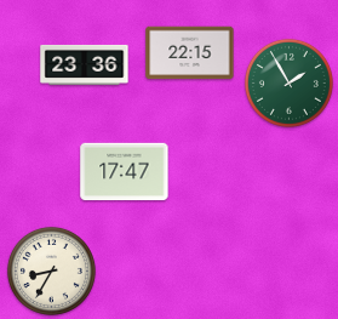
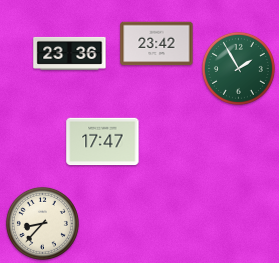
clock at (190, 53): 22:15 -> 23:42
clock at (51, 270): 8:35 -> 8:37
